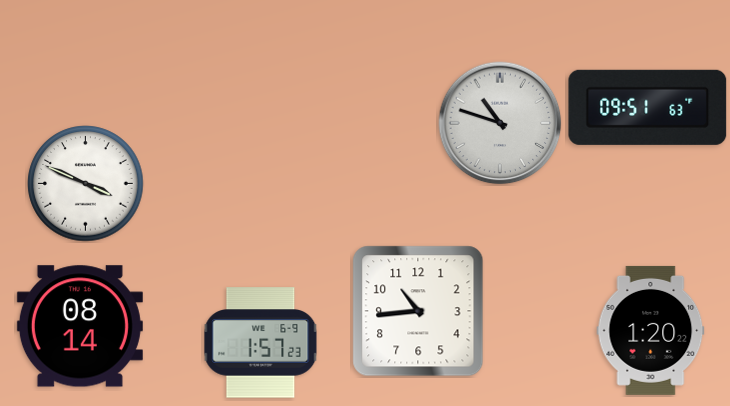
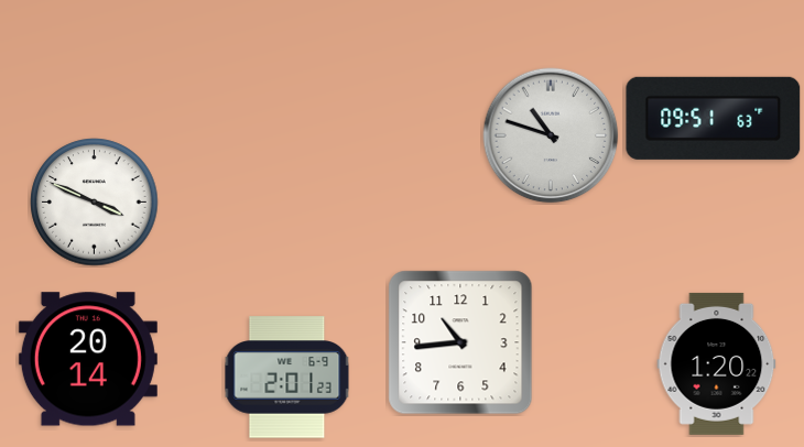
clock at (80, 326): 08:14 -> 20:14
clock at (261, 343): 1:57 -> 2:01
